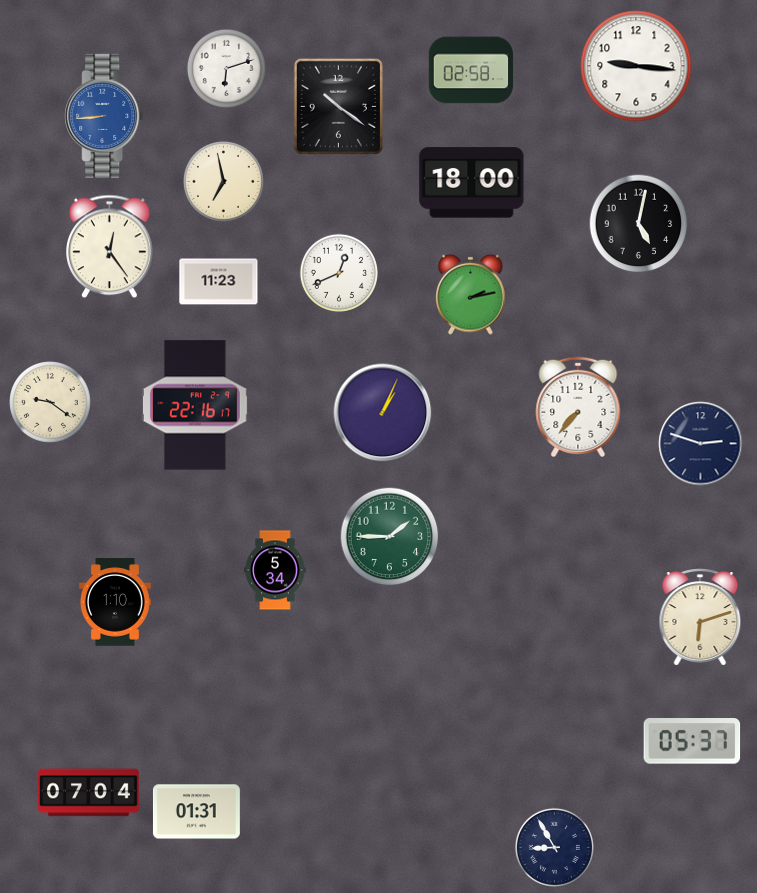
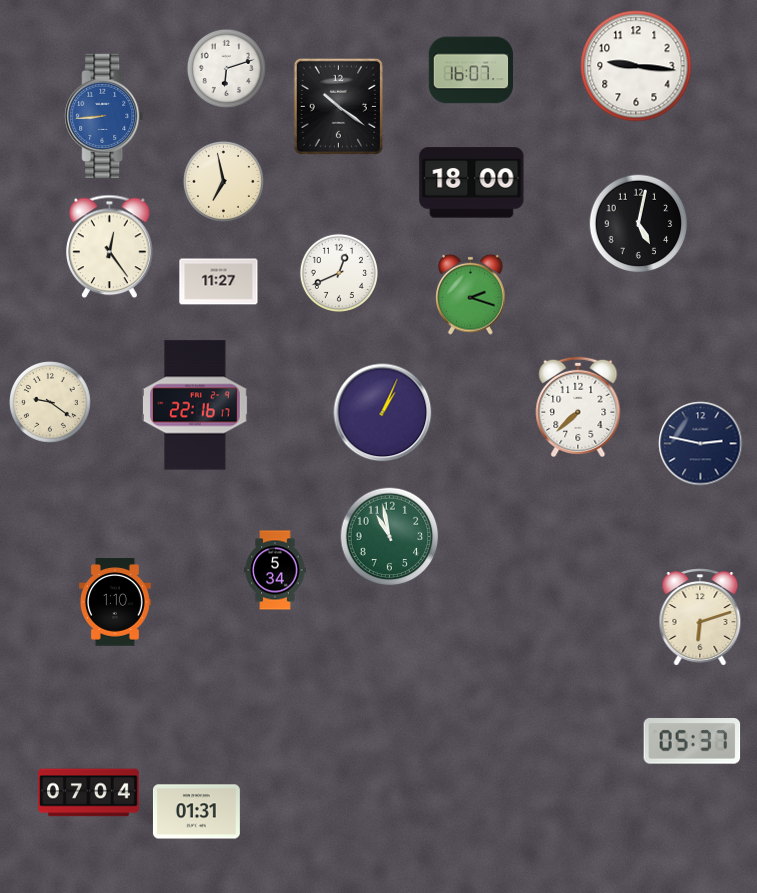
clock at (471, 70): 02:58 -> 16:07
clock at (219, 282): 11:23 -> 11:27
clock at (471, 294): 2:13 -> 2:18
clock at (578, 406): 7:37 -> 7:38
clock at (701, 444): 2:48 -> 2:47
clock at (390, 537): 1:45 -> 10:58
clock at (554, 847): 8:55 -> none
